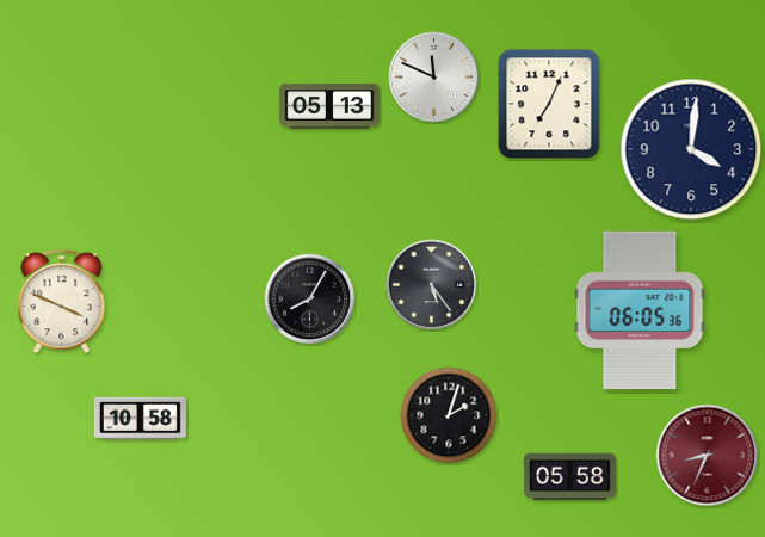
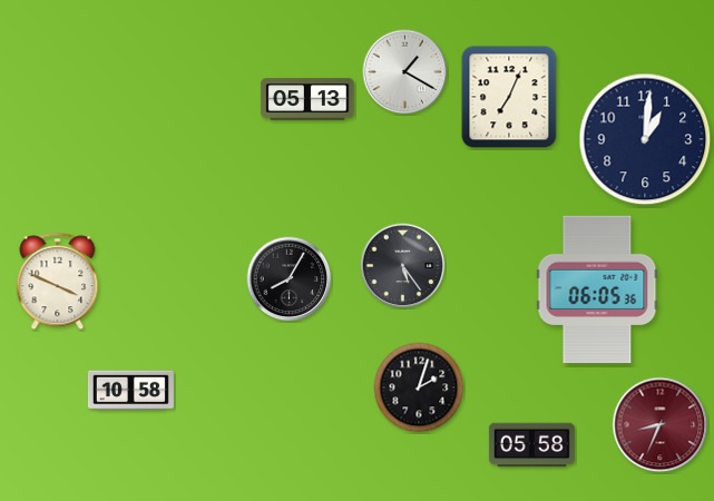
clock at (434, 78): 11:49 -> 1:20
clock at (549, 104) position: (549, 104) -> (509, 97)
clock at (691, 149): 4:01 -> 1:01
